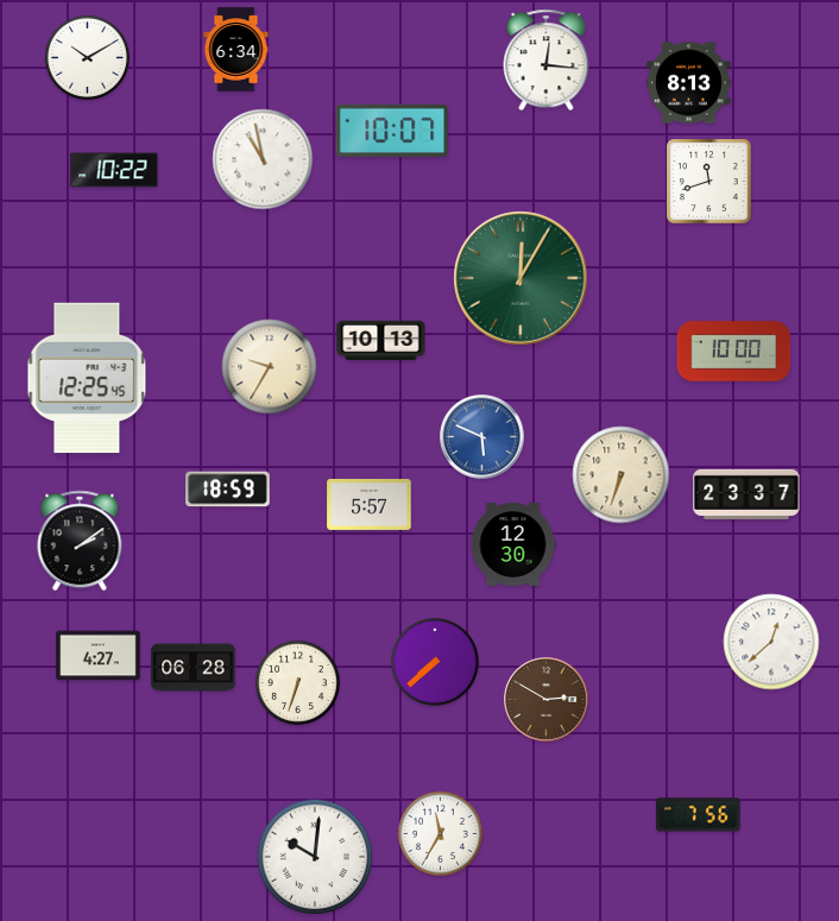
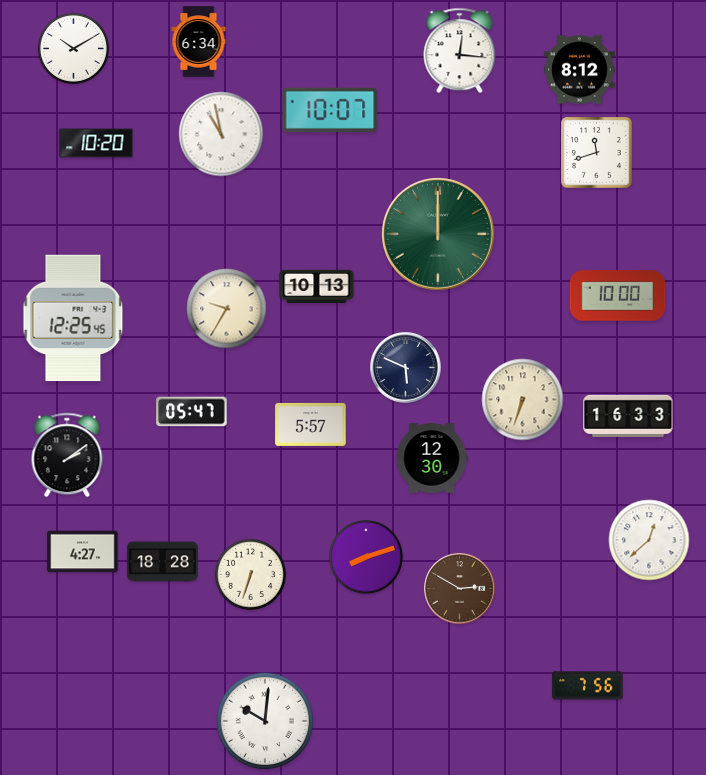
clock at (689, 83): 8:13 -> 8:12
clock at (114, 170): 10:22 -> 10:20
clock at (521, 278): 12:05 -> 12:00
clock at (381, 341) position: (381, 341) -> (317, 287)
clock at (482, 437) dial: blue -> navy
clock at (228, 490): 18:59 -> 05:47
clock at (746, 494): 23:37 -> 16:33
clock at (435, 662): 7:38 -> 8:12
clock at (194, 668): 06:28 -> 18:28
clock at (440, 833): 11:35 -> none
